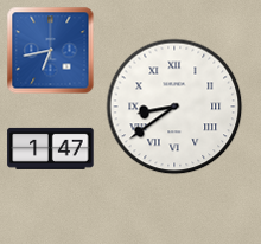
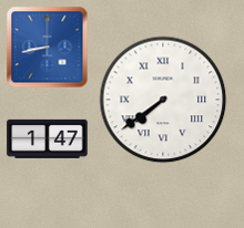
clock at (51, 51): 6:43 -> 8:43
clock at (174, 107): 8:39 -> 7:39
